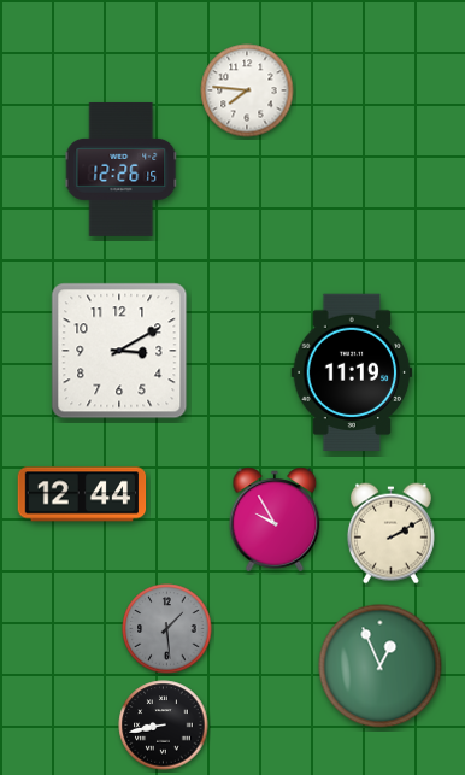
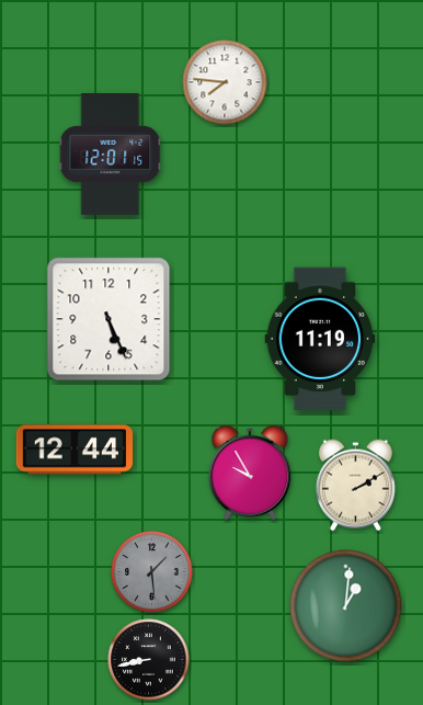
clock at (122, 169): 12:26 -> 12:01
clock at (119, 351): 3:10 -> 5:26
clock at (381, 667): 12:56 -> 1:01
